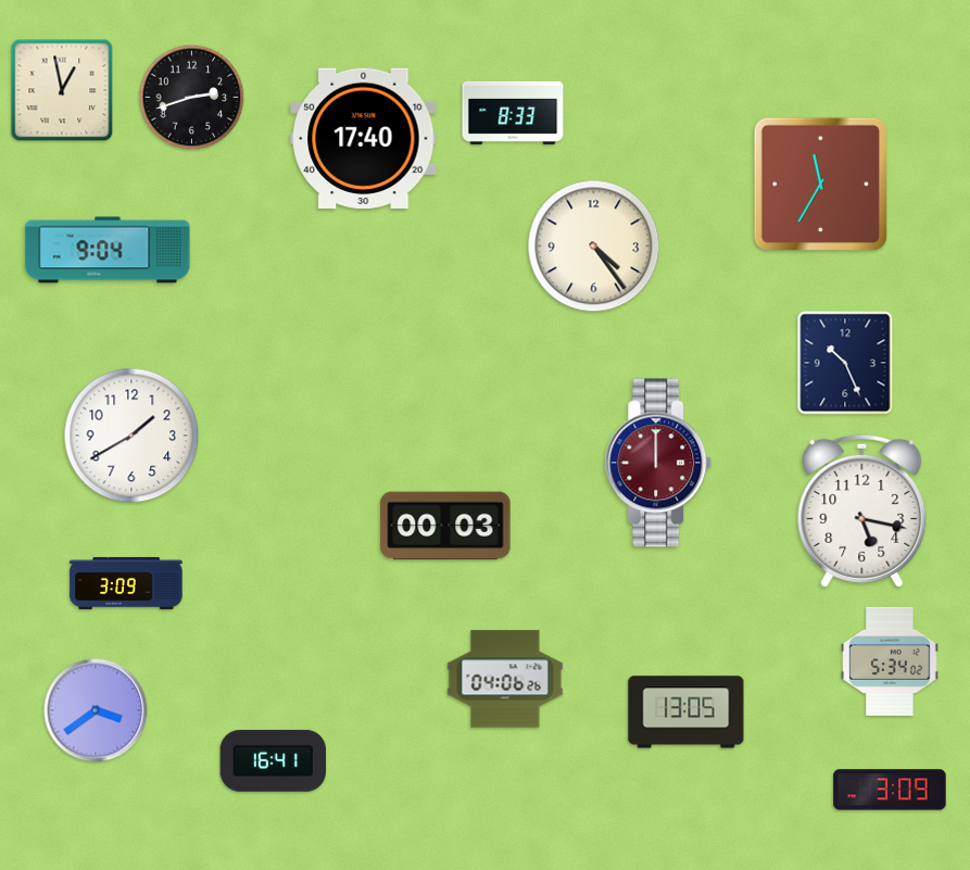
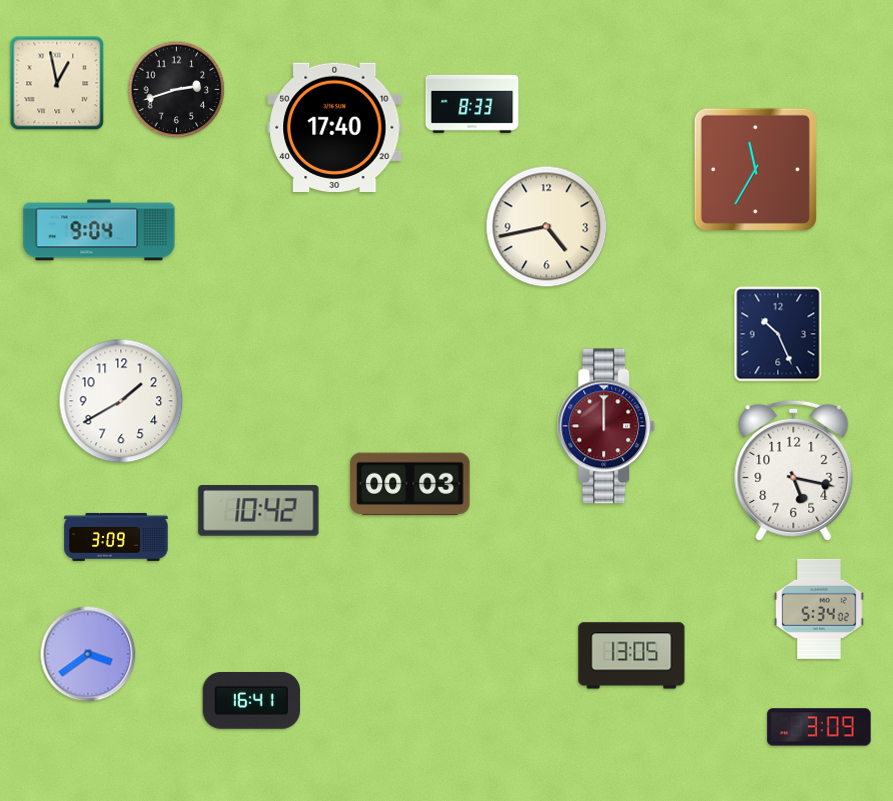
clock at (594, 247): 4:24 -> 4:43
clock at (259, 511): none -> 10:42
clock at (505, 679): 04:06 -> none
